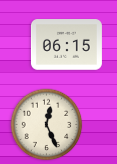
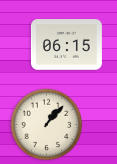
clock at (47, 125): 12:26 -> 1:07
